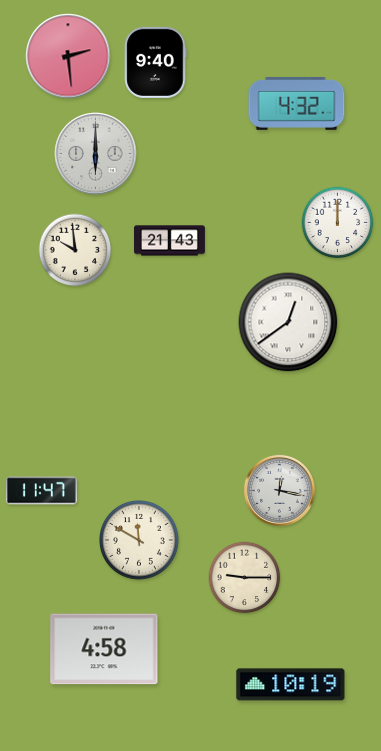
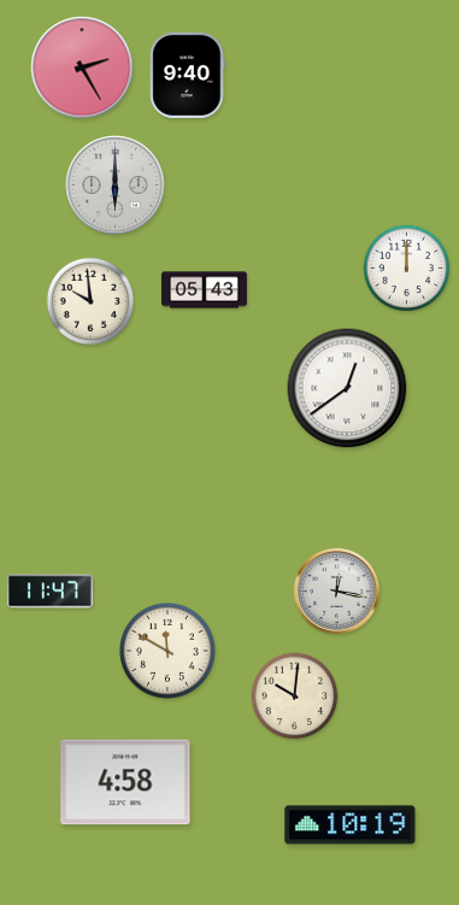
clock at (68, 56): 2:29 -> 2:25
clock at (297, 103): 4:32 -> none
clock at (169, 241): 21:43 -> 05:43
clock at (245, 578): 9:15 -> 10:01
